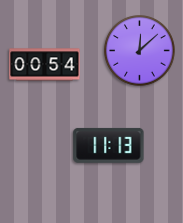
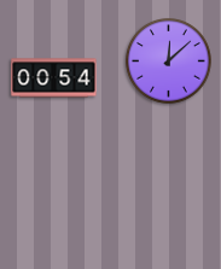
clock at (109, 145): 11:13 -> none
